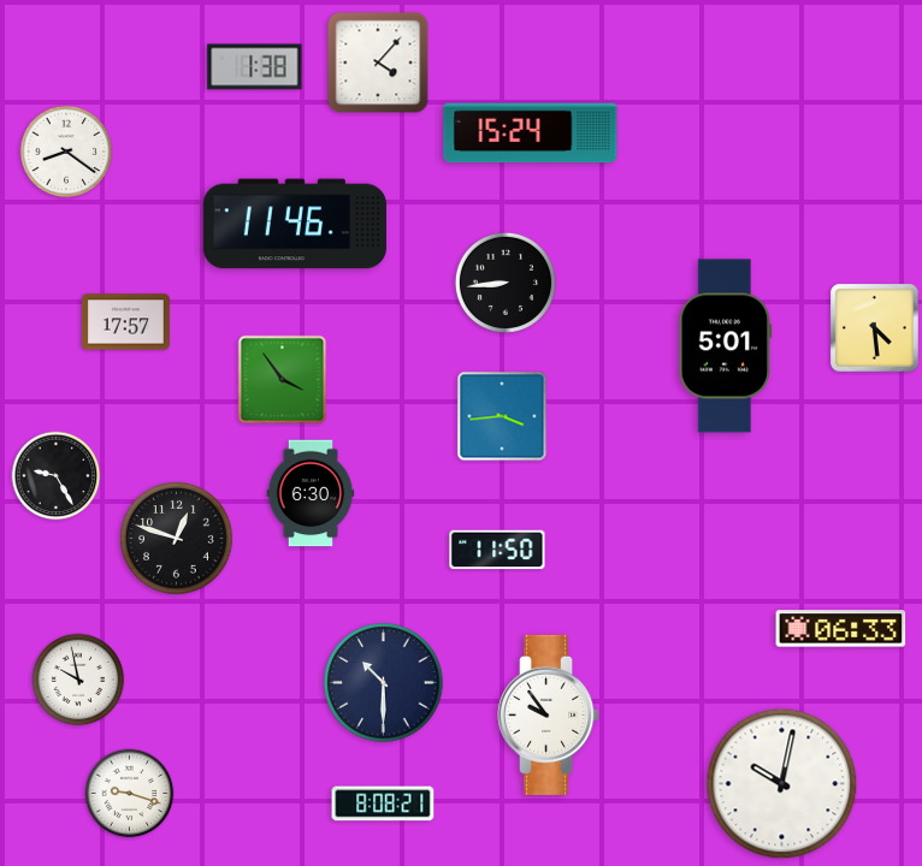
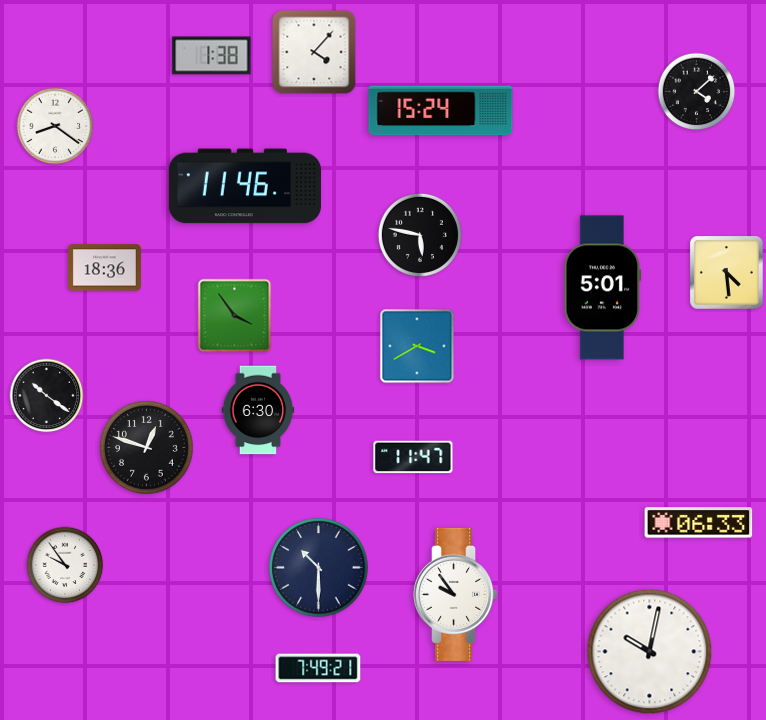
clock at (697, 92): none -> 4:08
clock at (506, 283): 8:44 -> 5:47
clock at (125, 322): 17:57 -> 18:36
clock at (502, 416): 3:44 -> 3:40
clock at (57, 476): 9:25 -> 10:21
clock at (497, 550): 11:50 -> 11:47
clock at (78, 680): 9:58 -> 9:54
clock at (130, 794): 9:18 -> none
clock at (383, 803): 8:08 -> 7:49
